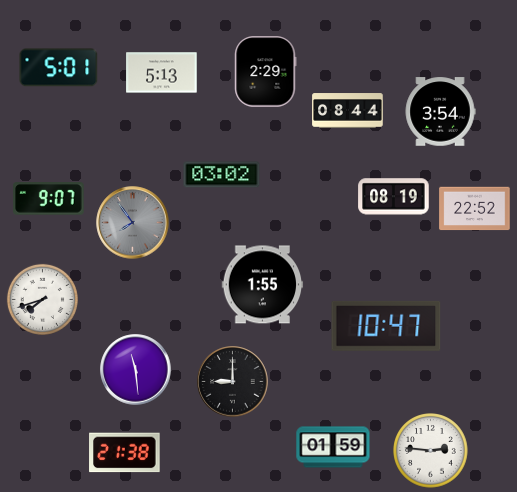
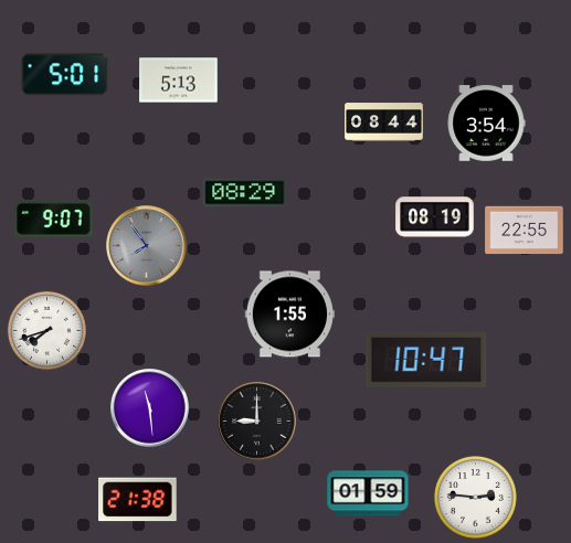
clock at (266, 72): 2:29 -> none
clock at (222, 175): 03:02 -> 08:29
clock at (475, 209): 22:52 -> 22:55
